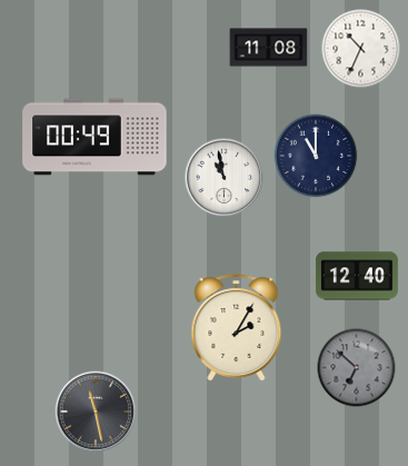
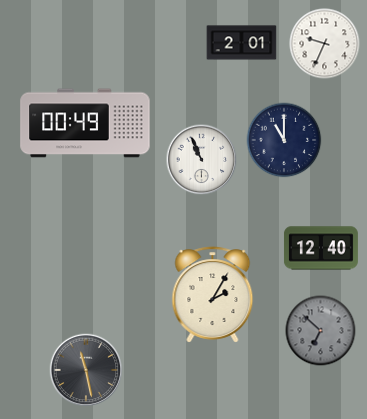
clock at (269, 48): 11:08 -> 2:01
clock at (361, 49): 10:34 -> 9:34
clock at (225, 178): 10:58 -> 10:56
